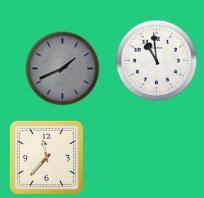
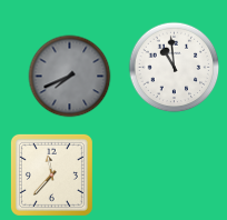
clock at (63, 69): 1:41 -> 7:41
